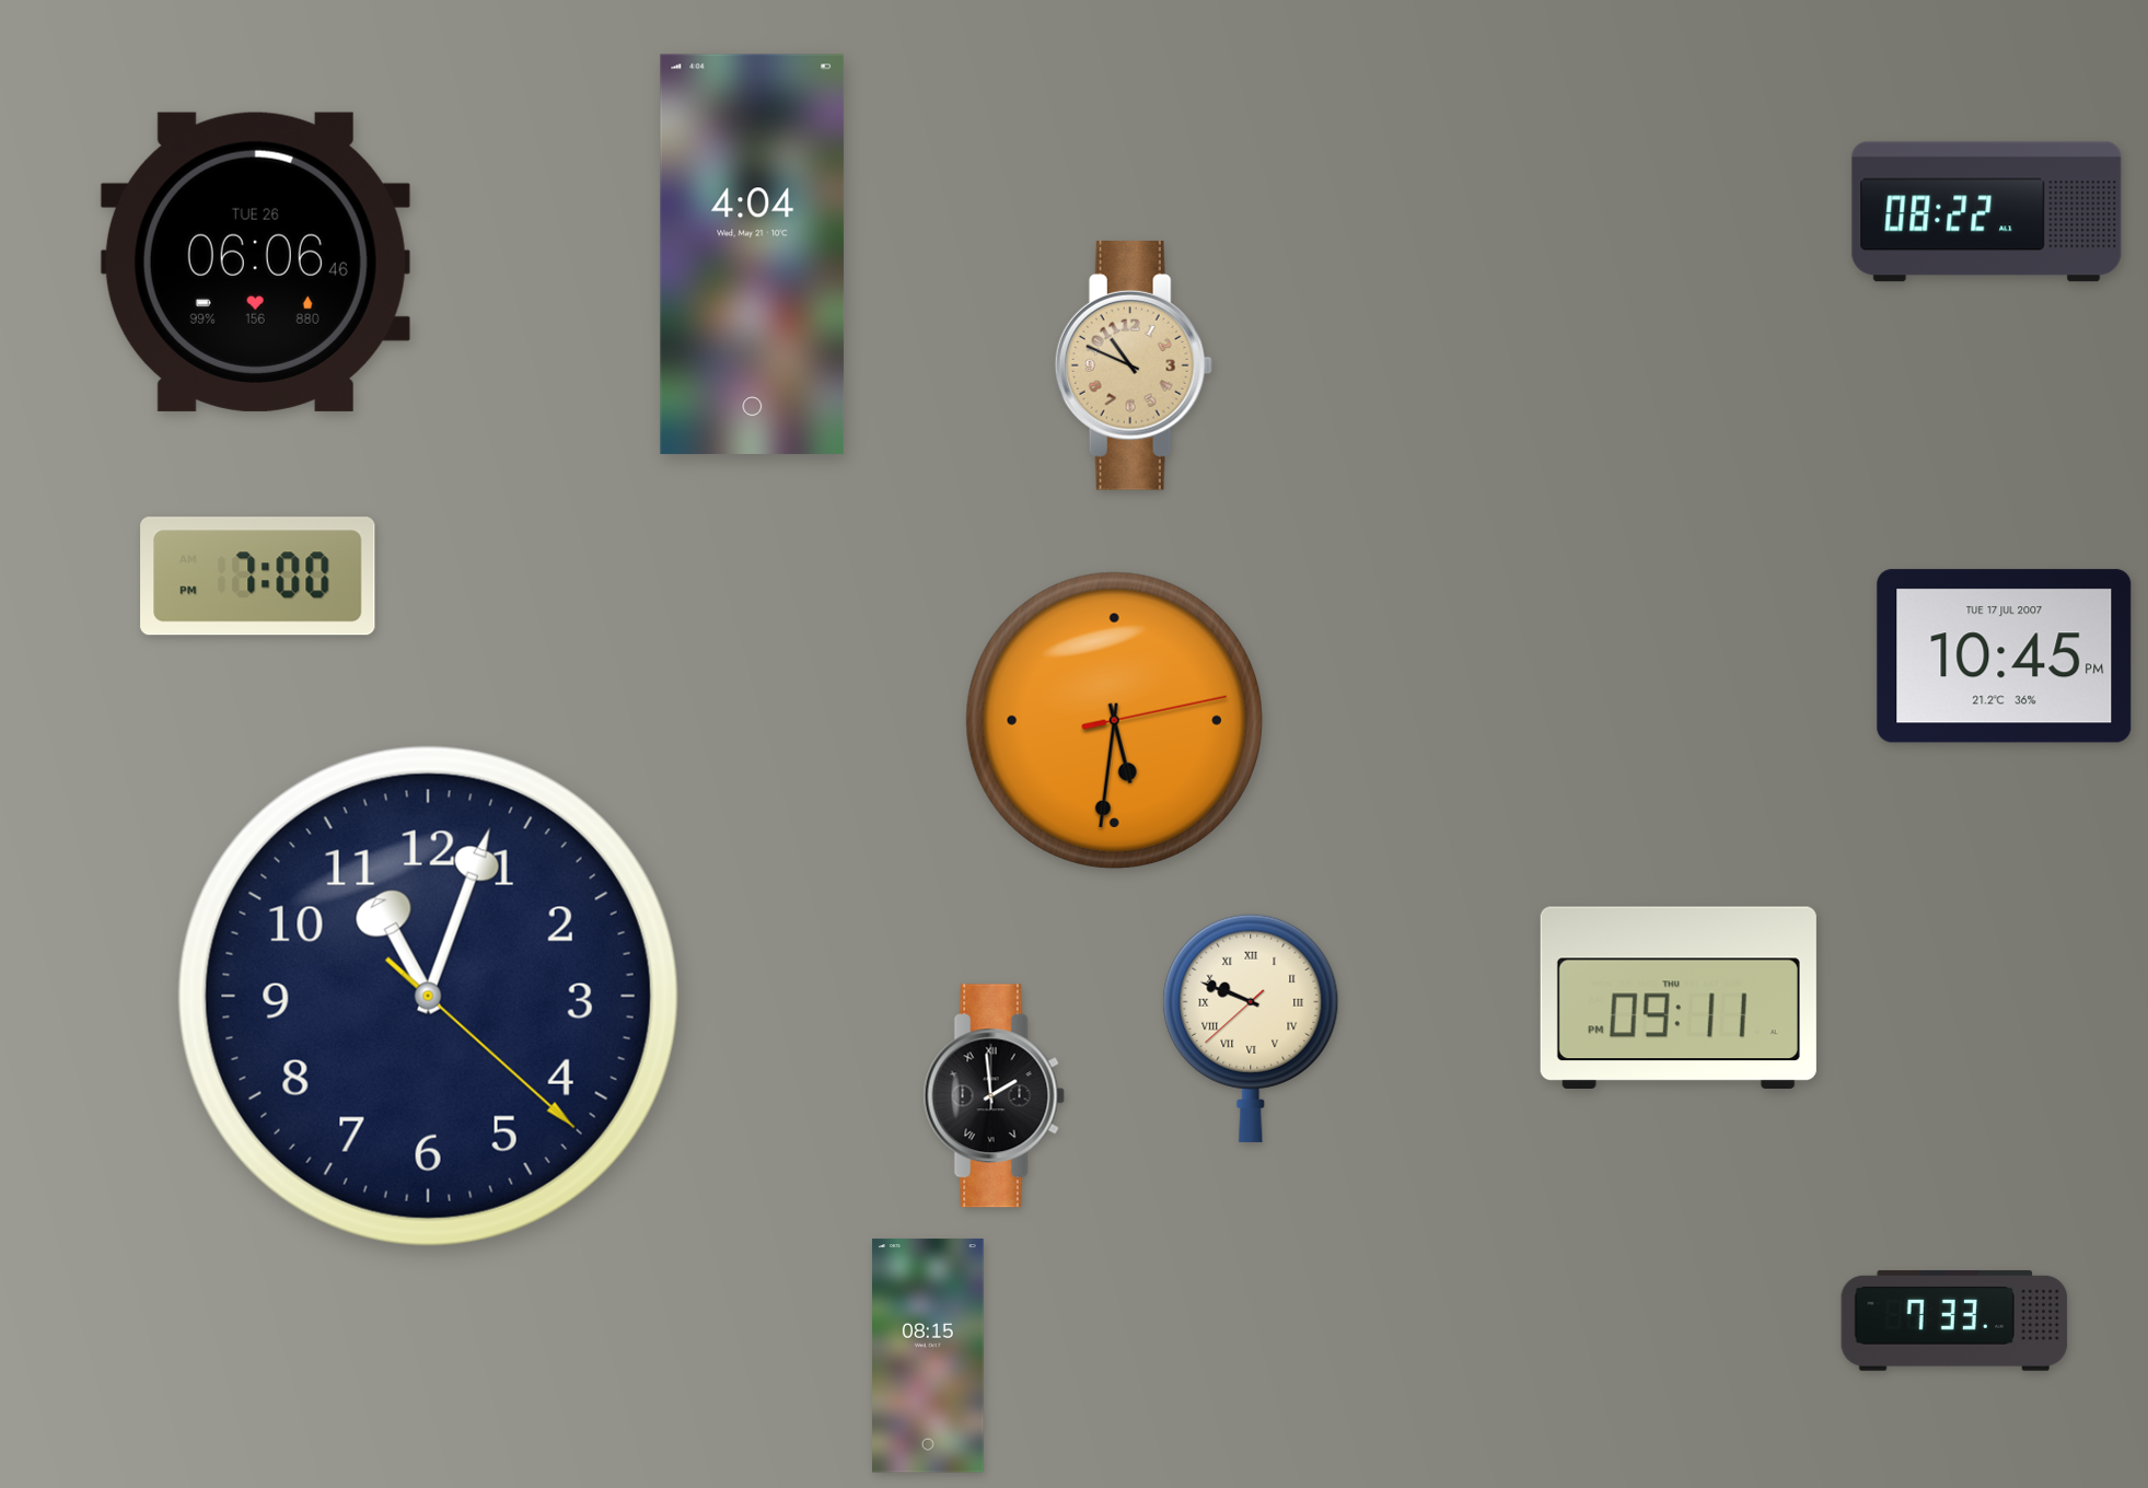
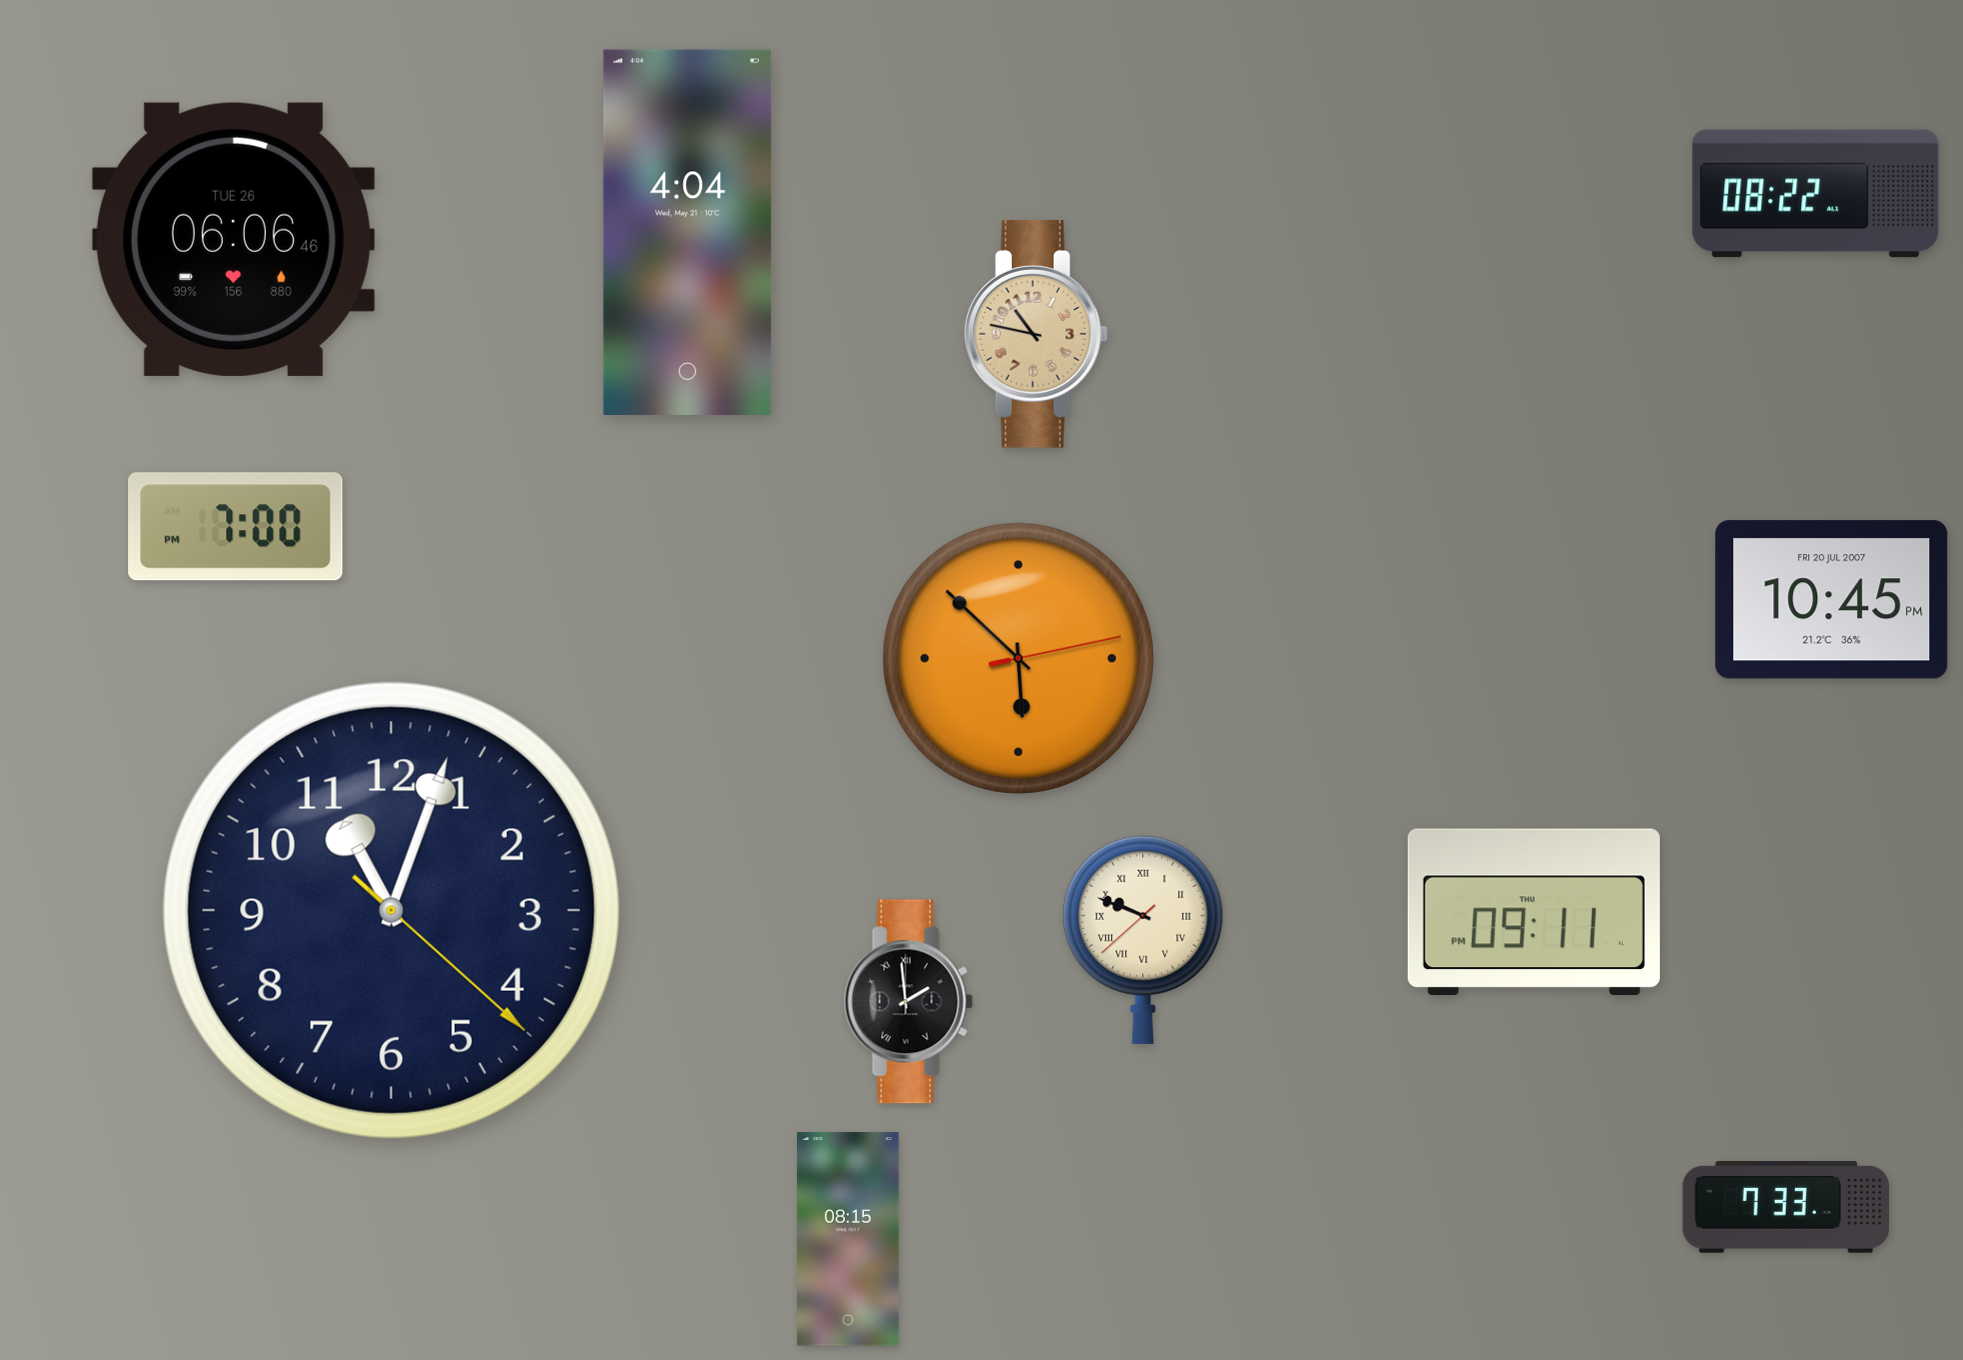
clock at (1134, 367): 10:49 -> 10:47
clock at (2005, 656) date: TUE 17 JUL 2007 -> FRI 20 JUL 2007
clock at (1114, 720): 5:31 -> 5:52
